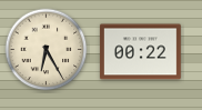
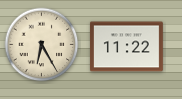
clock at (140, 52): 00:22 -> 11:22
